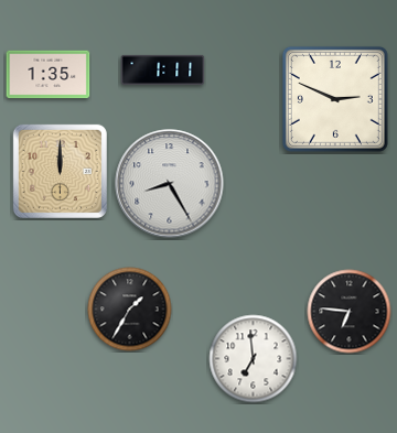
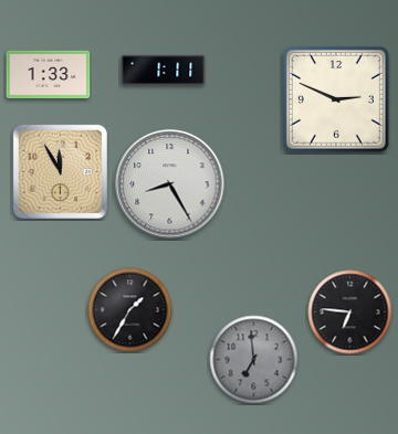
clock at (49, 75): 1:35 -> 1:33
clock at (60, 171): 12:00 -> 11:55
clock at (254, 359) dial: white -> grey
